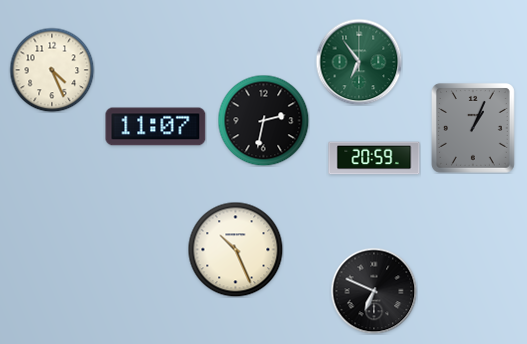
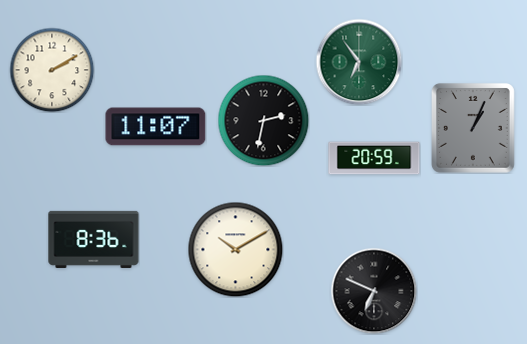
clock at (52, 70): 4:26 -> 2:10
clock at (94, 239): none -> 8:36
clock at (235, 249): 10:26 -> 10:10
